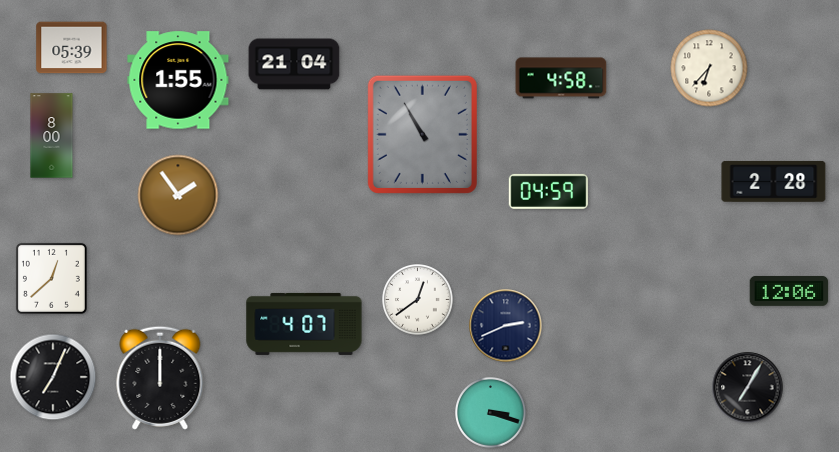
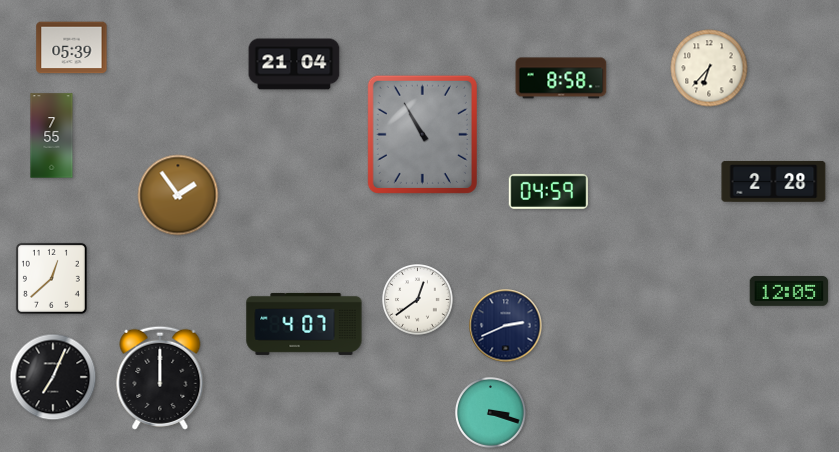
clock at (561, 78): 4:58 -> 8:58
clock at (178, 80): 1:55 -> none
clock at (52, 136): 8:00 -> 7:55
clock at (789, 291): 12:06 -> 12:05
clock at (748, 388): 7:05 -> none
